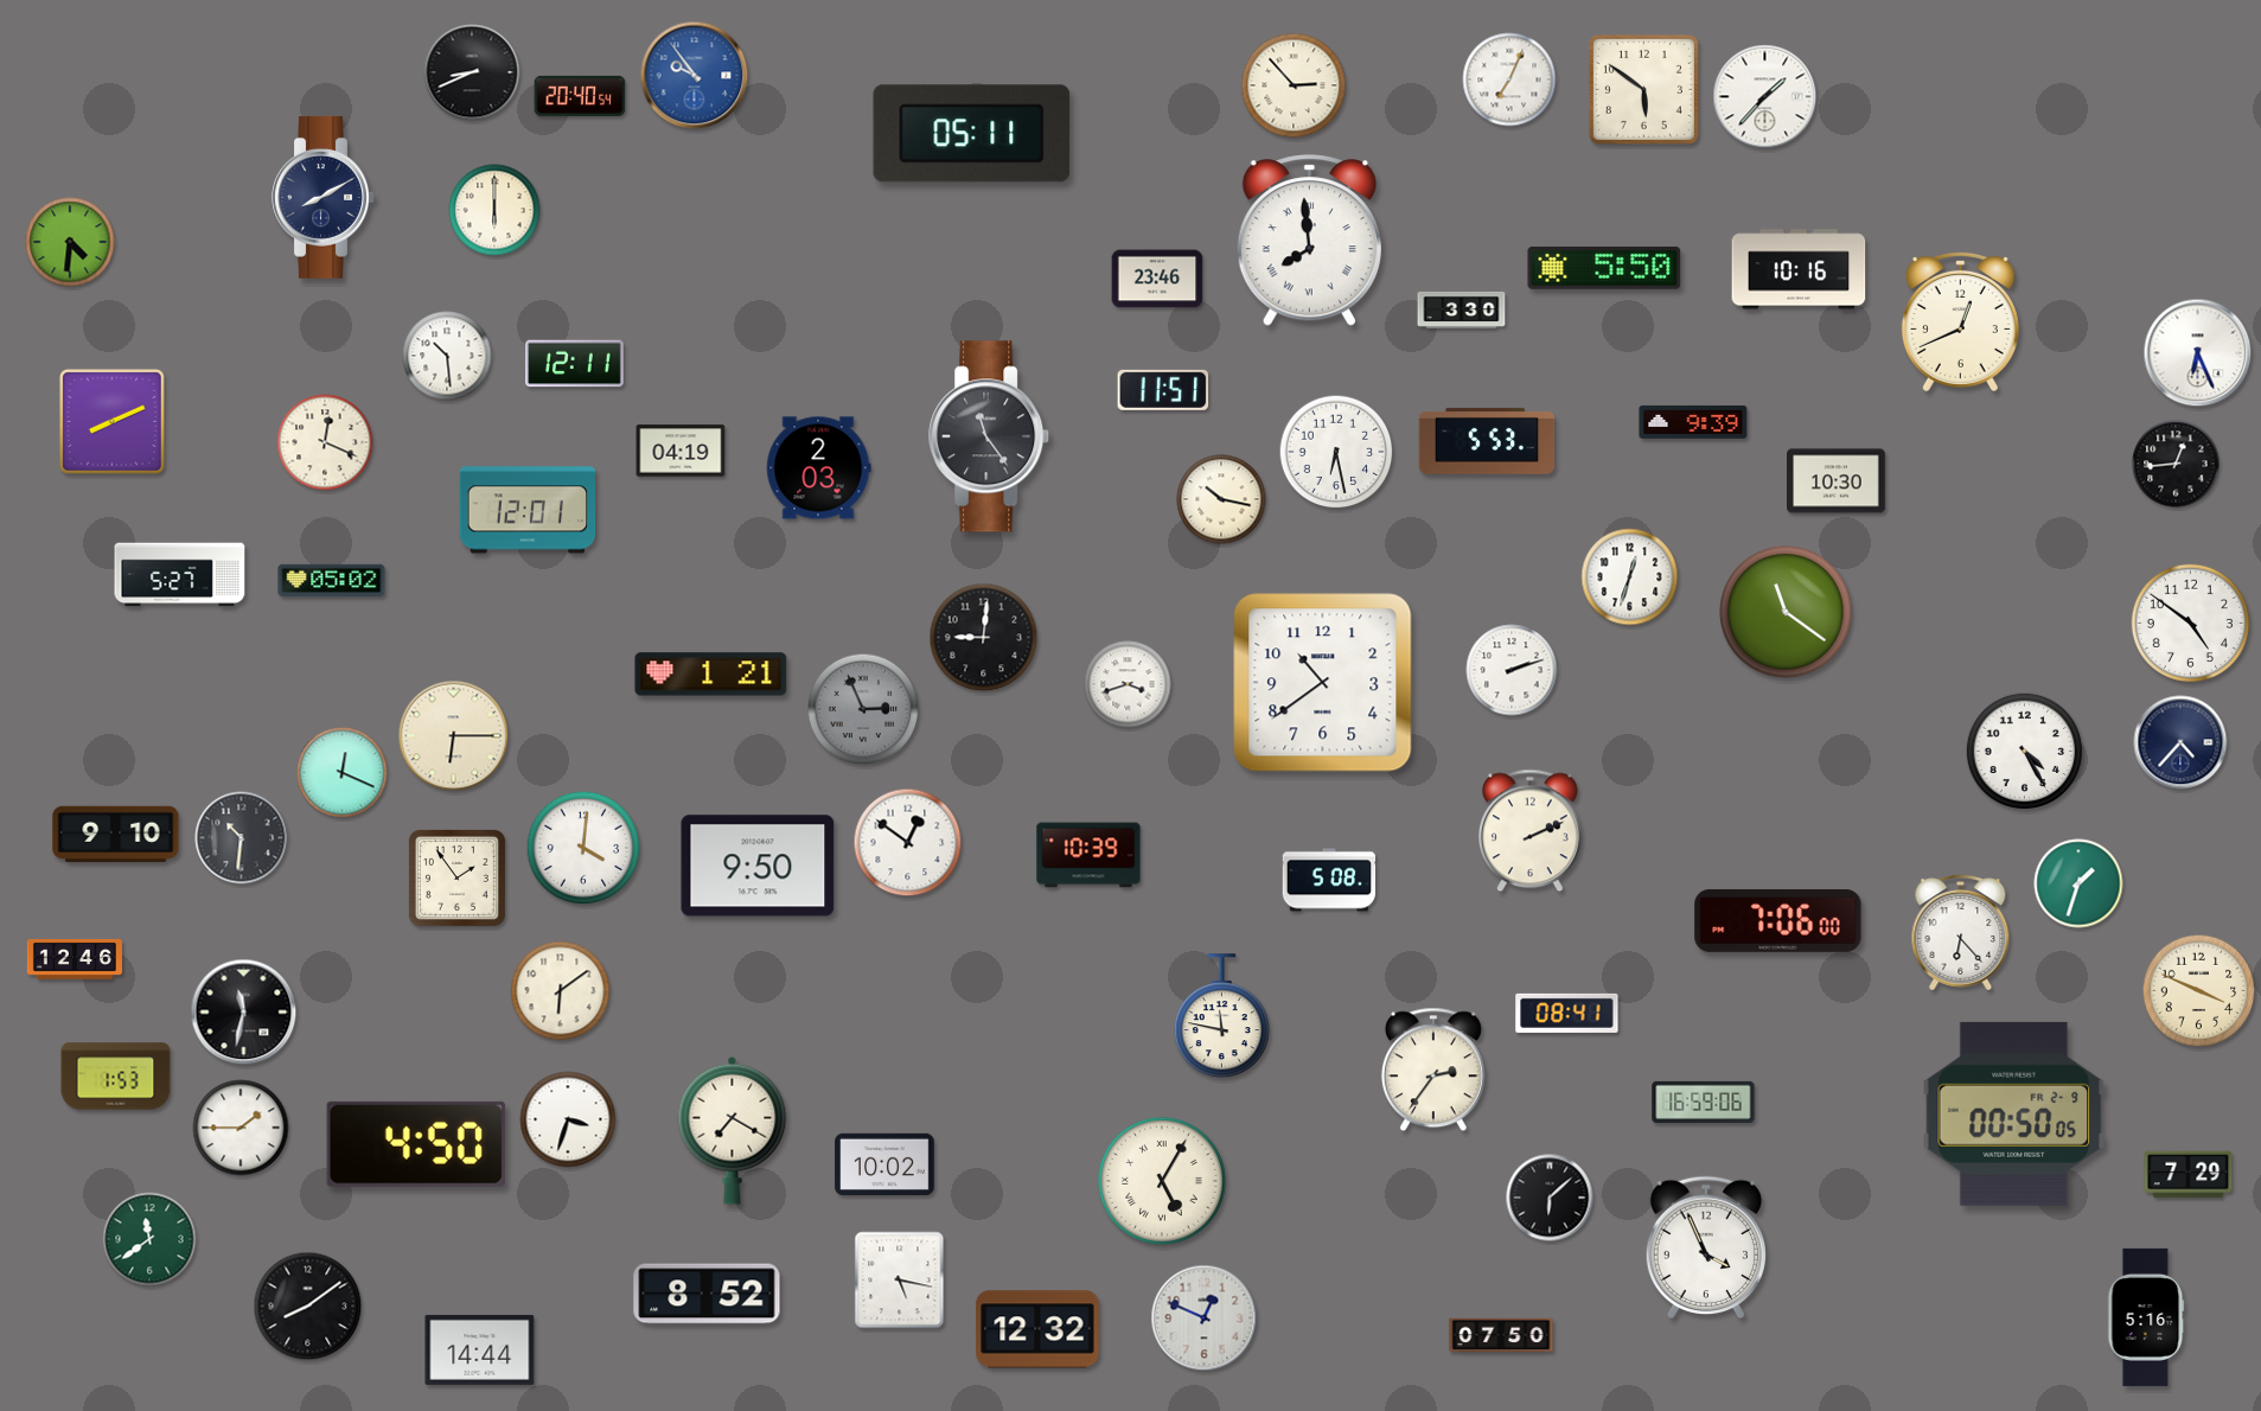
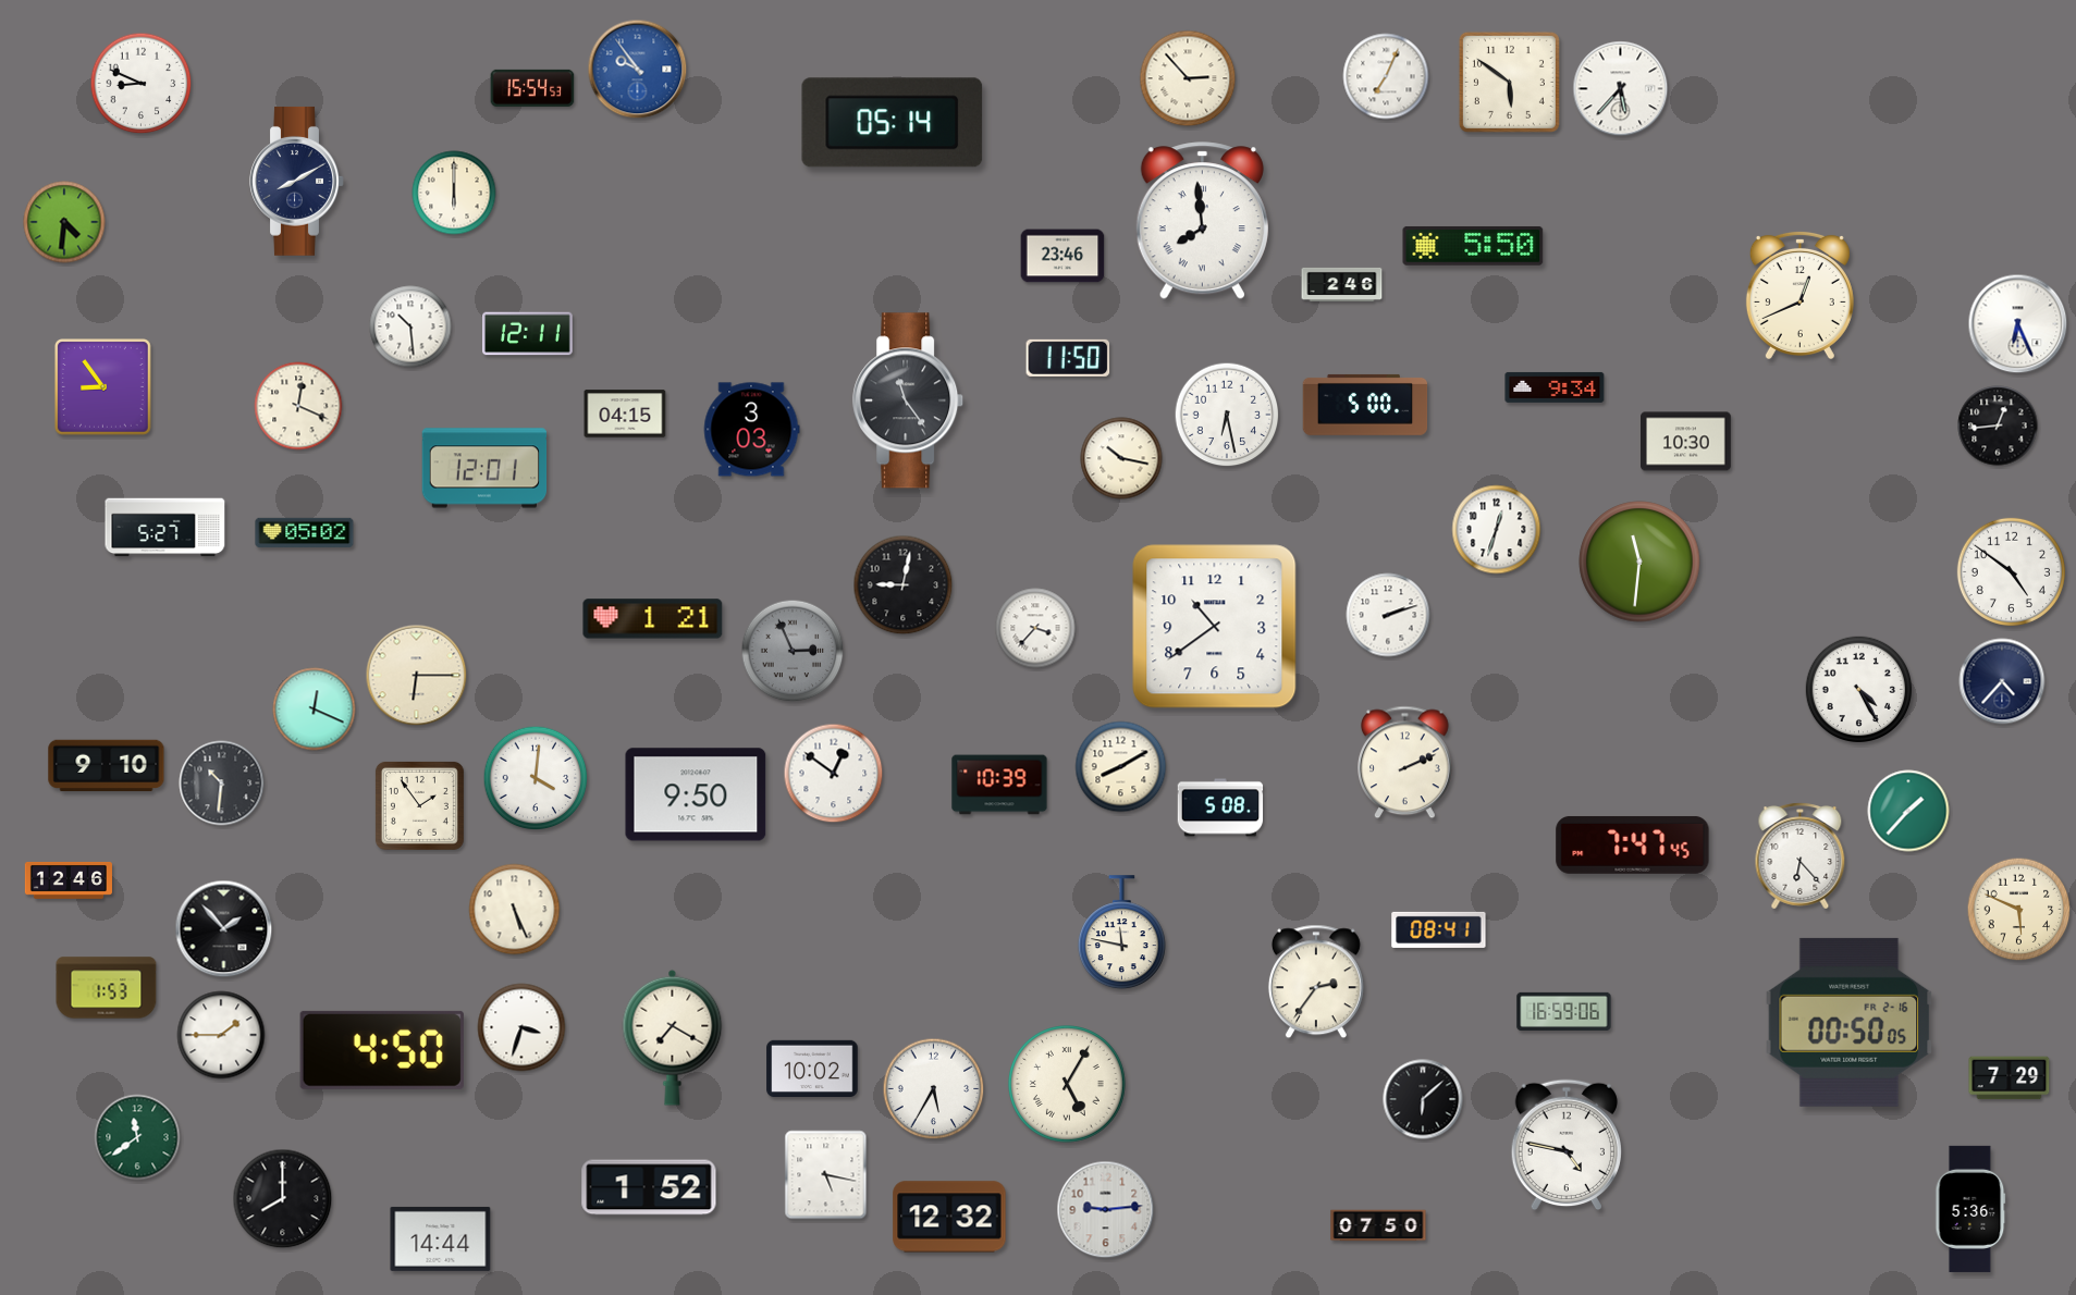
clock at (472, 72): 8:41 -> none
clock at (1509, 79) position: (1509, 79) -> (1386, 76)
clock at (142, 84): none -> 8:49
clock at (580, 96): 20:40 -> 15:54
clock at (1765, 97): 1:37 -> 5:37
clock at (972, 134): 05:11 -> 05:14
clock at (1799, 269): 10:16 -> none
clock at (1462, 309): 3:30 -> 2:46
clock at (1163, 390): 11:51 -> 11:50
clock at (113, 422): 8:11 -> 8:54
clock at (1693, 422): 9:39 -> 9:34
clock at (1487, 441): 5:53 -> 5:00
clock at (681, 451): 04:19 -> 04:15
clock at (818, 468): 2:03 -> 3:03
clock at (1786, 612): 11:21 -> 11:31
clock at (984, 638): 9:01 -> 9:02
clock at (1128, 684): 3:42 -> 3:37
clock at (1121, 767): none -> 8:10
clock at (242, 838) position: (242, 838) -> (222, 784)
clock at (2078, 883): 1:33 -> 1:37
clock at (1778, 920): 7:06 -> 7:47
clock at (561, 991): 6:09 -> 5:26
clock at (2199, 991): 3:49 -> 5:49
clock at (244, 1013): 11:32 -> 1:53
clock at (2014, 1113) date: FR 2-9 -> FR 2-16
clock at (934, 1089): none -> 5:35
clock at (1705, 1247): 3:56 -> 4:47
clock at (707, 1294): 8:52 -> 1:52
clock at (308, 1307): 8:09 -> 8:00
clock at (2146, 1317): 5:16 -> 5:36
clock at (1205, 1319): 12:49 -> 9:14
clock at (1037, 1329) position: (1037, 1329) -> (949, 1217)
